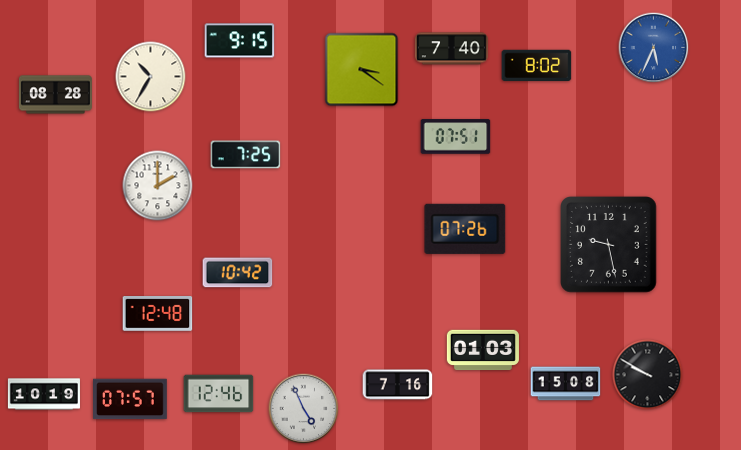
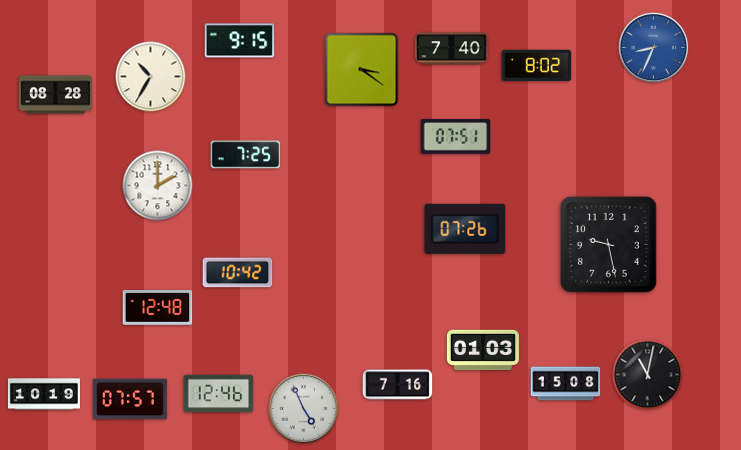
clock at (654, 48): 5:34 -> 8:34
clock at (158, 314) position: (158, 314) -> (158, 308)
clock at (648, 375): 9:50 -> 11:02
